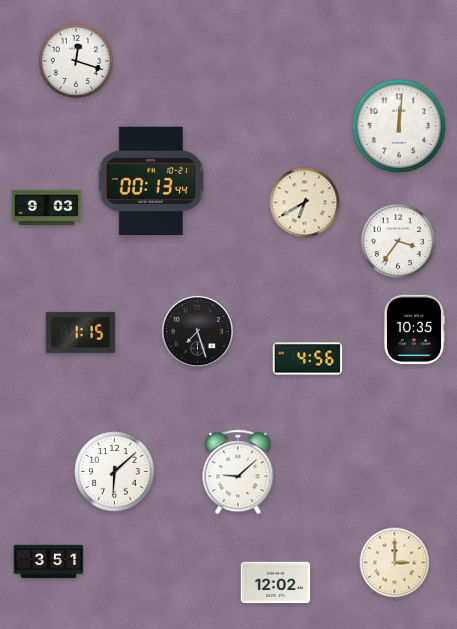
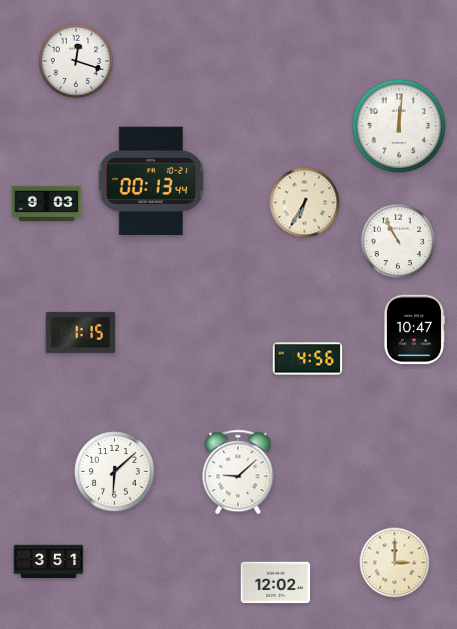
clock at (305, 203): 6:40 -> 6:35
clock at (47, 207) position: (47, 207) -> (47, 203)
clock at (398, 241): 3:36 -> 10:55
clock at (413, 330): 10:35 -> 10:47
clock at (197, 331): 7:27 -> none
